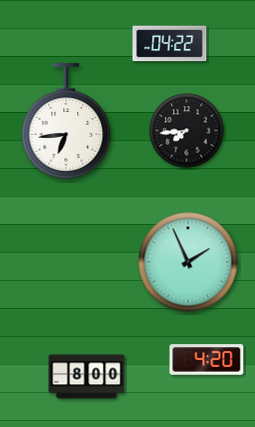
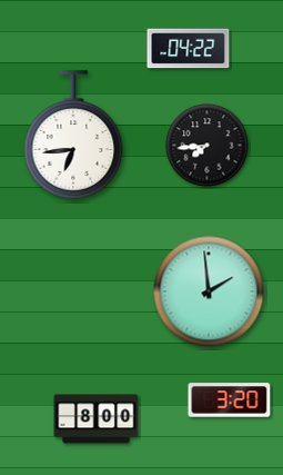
clock at (188, 262): 1:56 -> 1:59
clock at (207, 360): 4:20 -> 3:20
